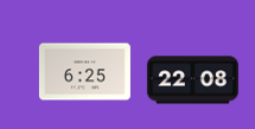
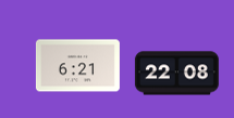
clock at (84, 72): 6:25 -> 6:21
